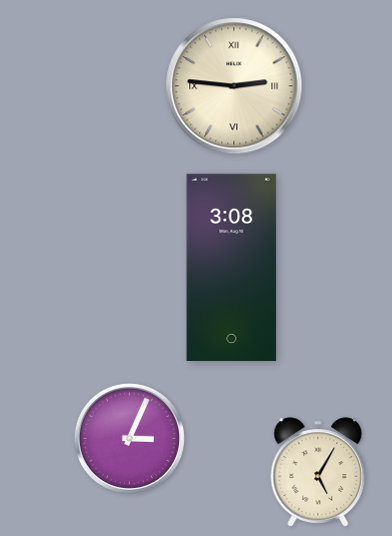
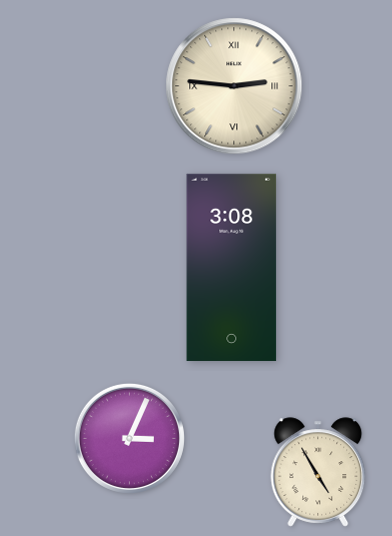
clock at (318, 472): 5:05 -> 4:55
